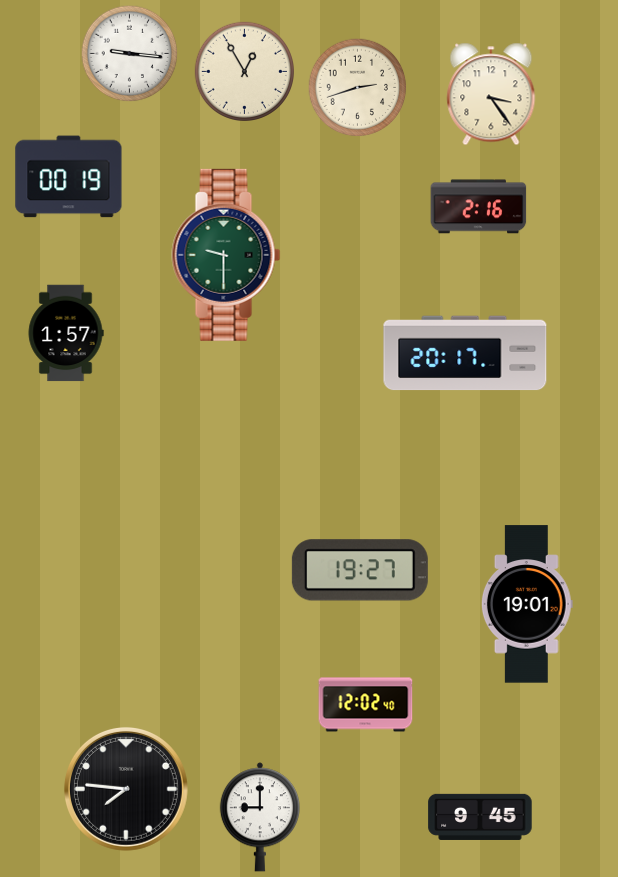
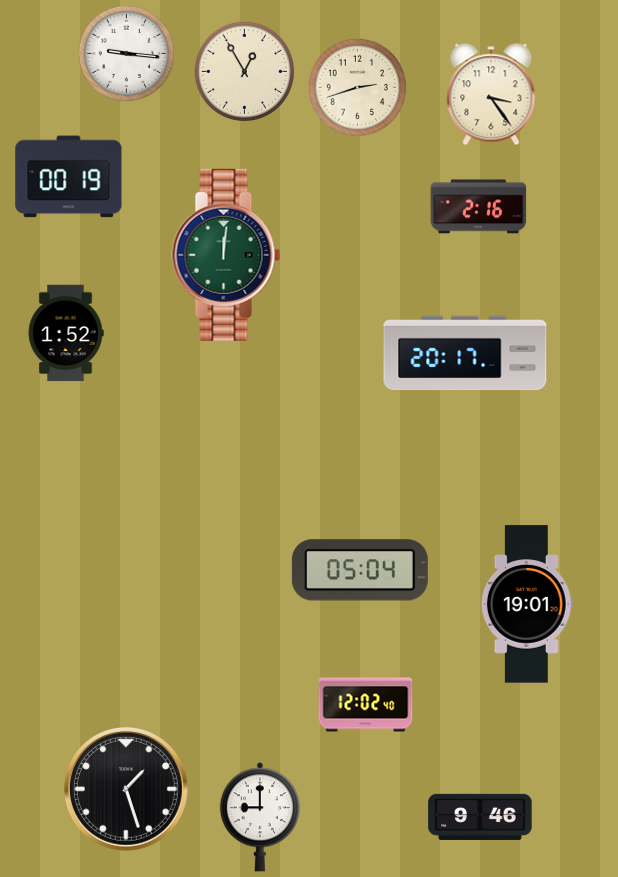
clock at (130, 54) position: (130, 54) -> (127, 54)
clock at (226, 255): 9:30 -> 12:01
clock at (66, 333): 1:57 -> 1:52
clock at (360, 570): 19:27 -> 05:04
clock at (126, 789): 7:46 -> 1:27
clock at (480, 817): 9:45 -> 9:46
